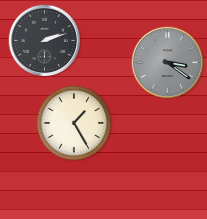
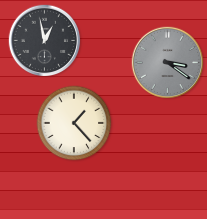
clock at (45, 41): 2:12 -> 12:58
clock at (74, 123): 1:25 -> 1:23
